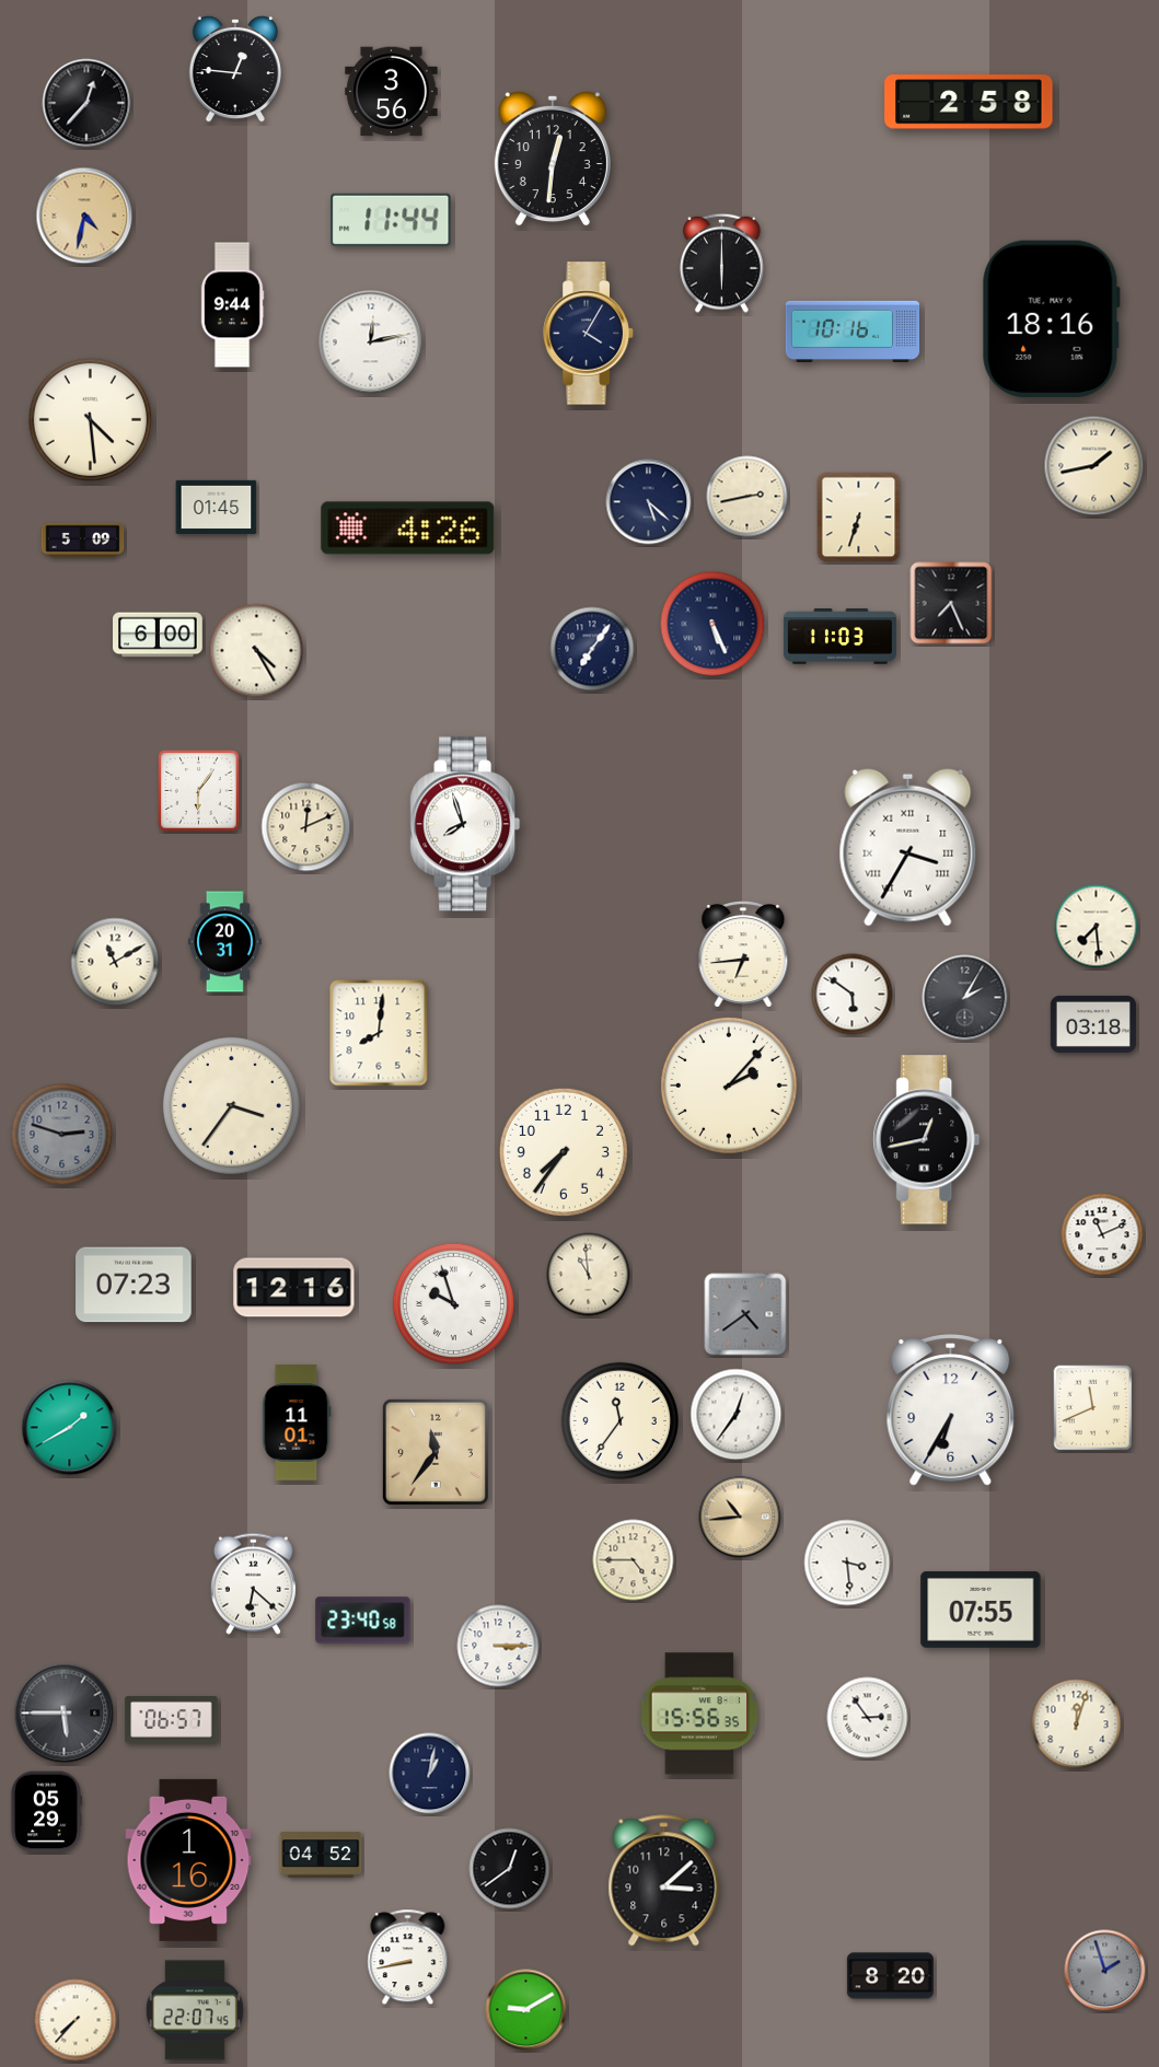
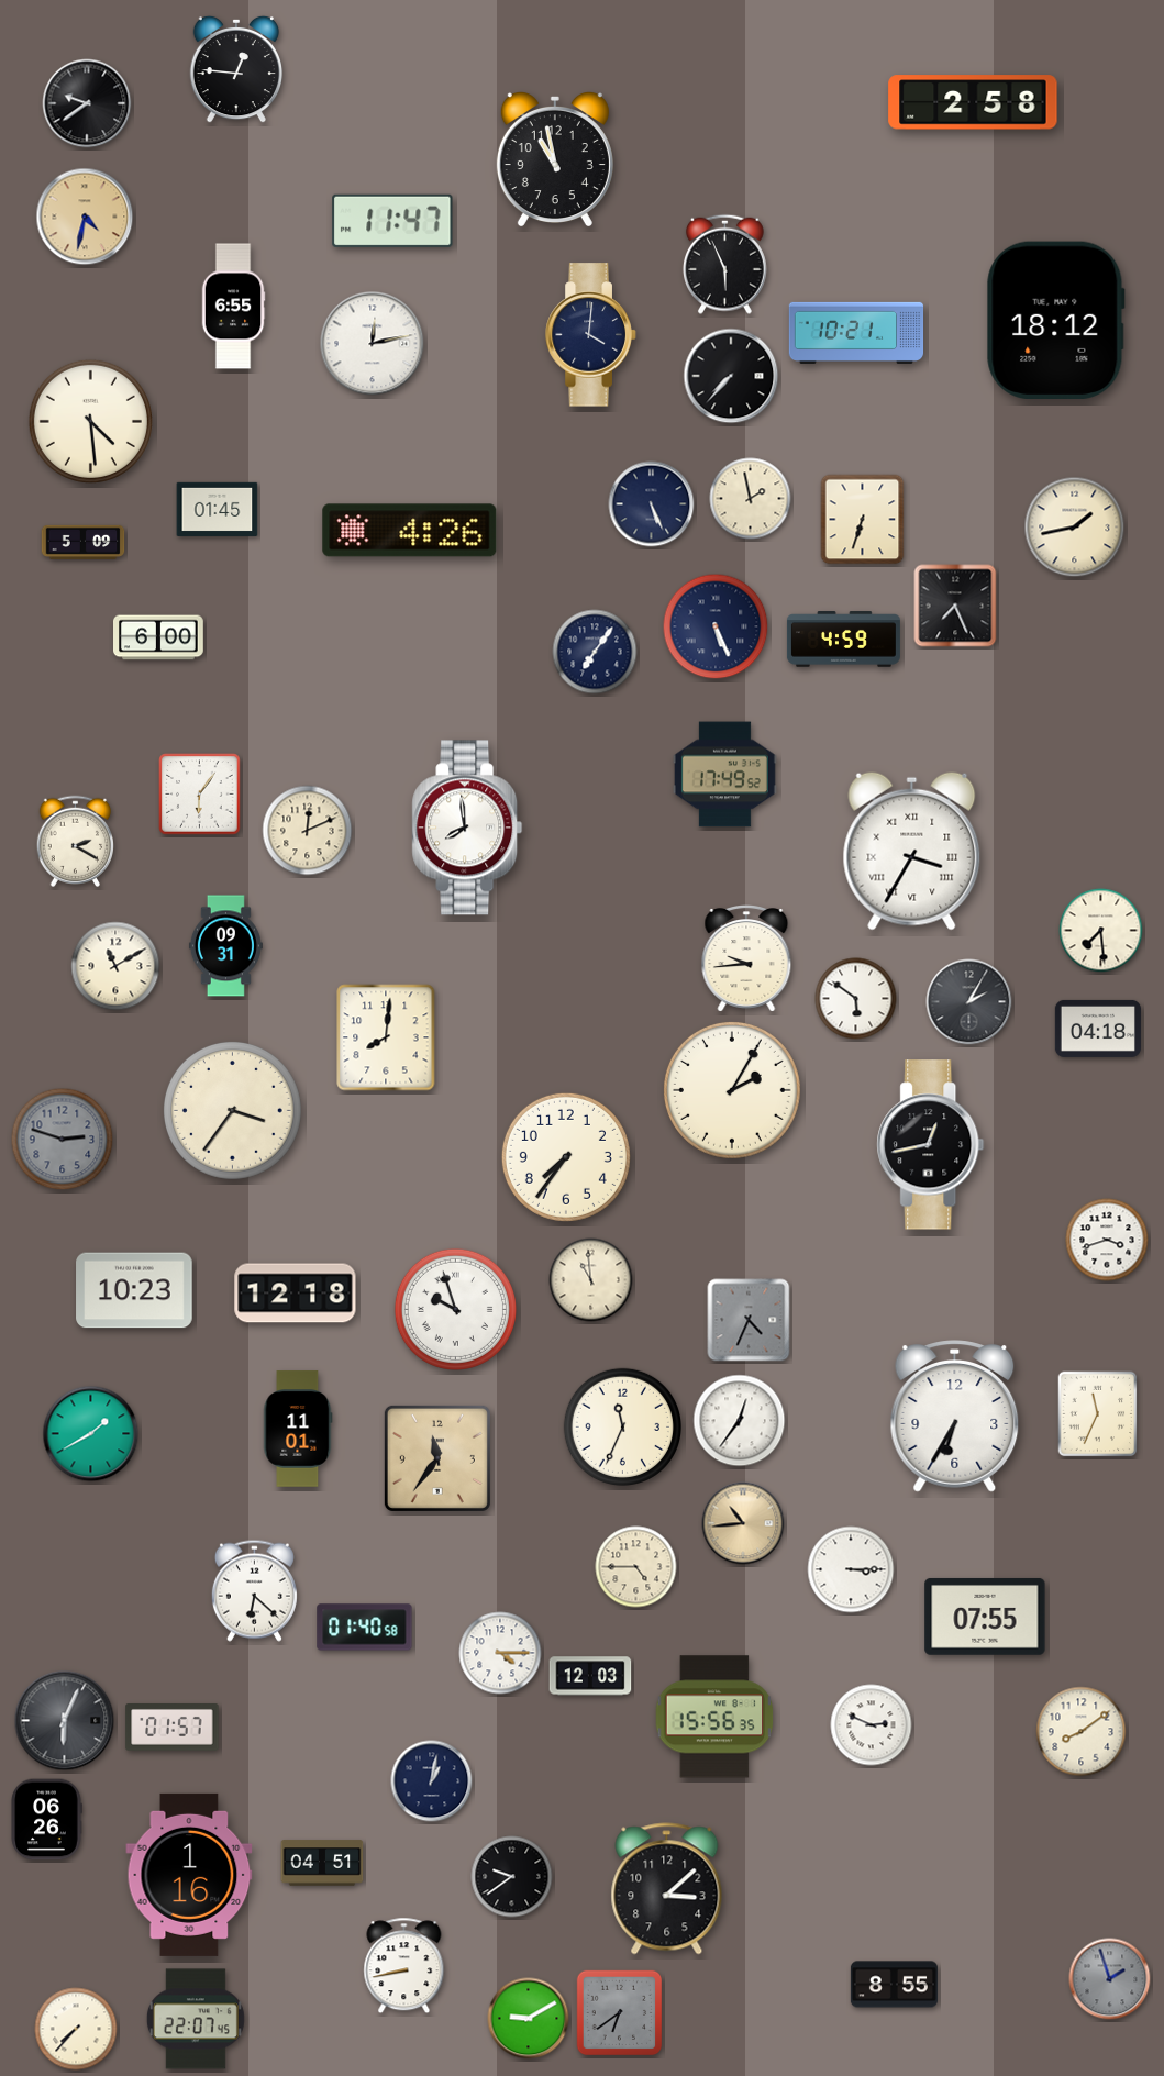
clock at (392, 92): 3:56 -> none
clock at (86, 103): 12:37 -> 9:39
clock at (553, 159): 12:31 -> 10:58
clock at (391, 220): 11:44 -> 11:47
clock at (722, 263): 6:00 -> 5:56
clock at (232, 305): 9:44 -> 6:55
clock at (1051, 318): 18:16 -> 18:12
clock at (853, 332): 10:16 -> 10:21
clock at (589, 334): 4:05 -> 4:01
clock at (731, 376): none -> 7:37
clock at (1094, 466) position: (1094, 466) -> (1075, 528)
clock at (747, 497): 2:43 -> 1:58
clock at (649, 502): 5:22 -> 5:26
clock at (839, 637): 11:03 -> 4:59
clock at (257, 651): 4:25 -> none
clock at (724, 775): none -> 17:49
clock at (465, 824): 7:57 -> 7:59
clock at (76, 841): none -> 2:20
clock at (224, 942): 20:31 -> 09:31
clock at (743, 955): 6:44 -> 9:44
clock at (1093, 1024): 03:18 -> 04:18
clock at (379, 1033) position: (379, 1033) -> (386, 1037)
clock at (729, 1085): 2:07 -> 2:05
clock at (1102, 1234): 11:11 -> 3:42
clock at (134, 1285): 07:23 -> 10:23
clock at (294, 1288): 12:16 -> 12:18
clock at (745, 1314): 4:39 -> 4:34
clock at (1093, 1408): 11:41 -> 11:34
clock at (619, 1420): 11:36 -> 11:34
clock at (70, 1428) position: (70, 1428) -> (91, 1434)
clock at (847, 1563): 3:29 -> 3:15
clock at (363, 1621): 23:40 -> 01:40
clock at (498, 1646): 3:15 -> 4:15
clock at (590, 1676): none -> 12:03
clock at (65, 1714): 5:45 -> 6:04
clock at (699, 1714) position: (699, 1714) -> (714, 1717)
clock at (868, 1718): 2:54 -> 2:49
clock at (172, 1720): 06:57 -> 01:57
clock at (1077, 1725): 12:03 -> 8:09
clock at (46, 1812): 05:29 -> 06:26
clock at (321, 1855): 04:52 -> 04:51
clock at (188, 1860) position: (188, 1860) -> (189, 1875)
clock at (510, 1869): 12:39 -> 9:39
clock at (408, 1958) position: (408, 1958) -> (404, 1966)
clock at (890, 1976): 8:20 -> 8:55
clock at (620, 2013): none -> 6:39
